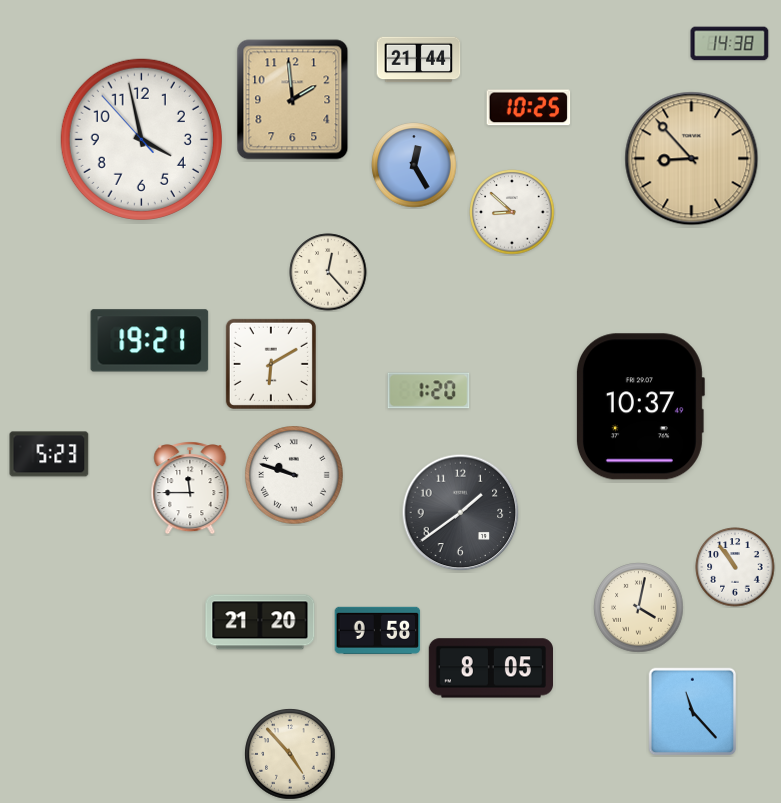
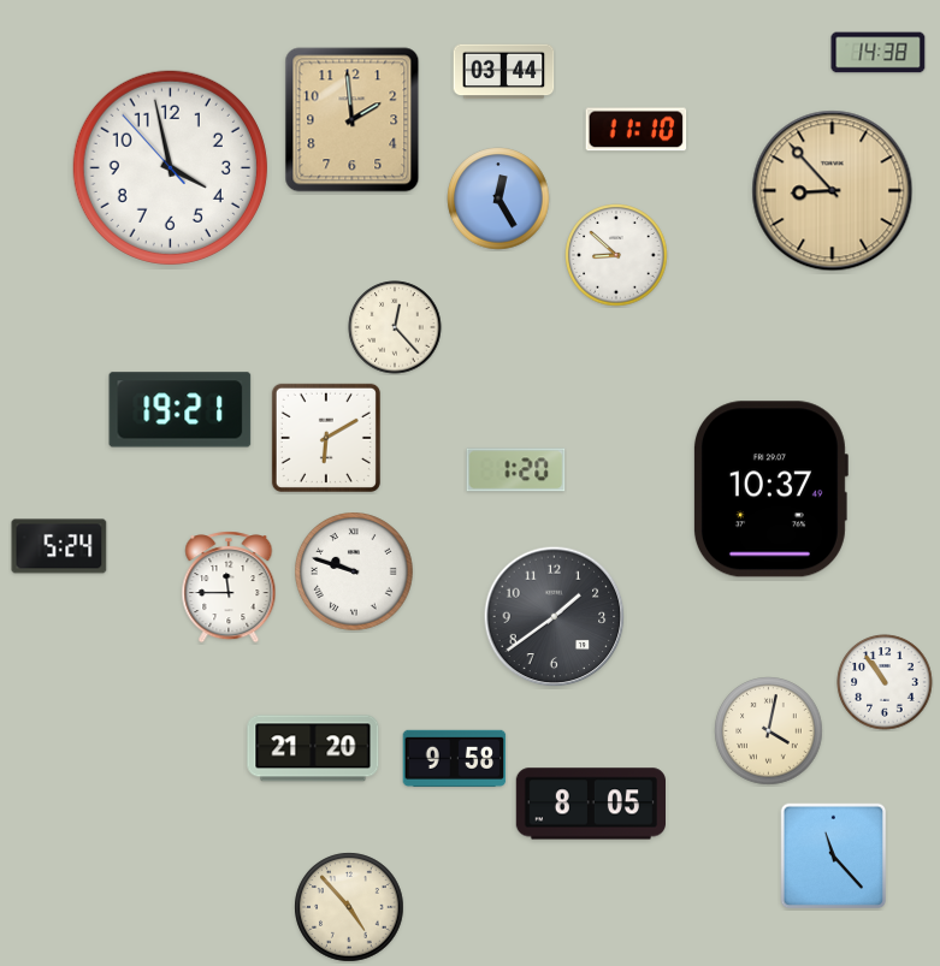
clock at (419, 60): 21:44 -> 03:44
clock at (529, 108): 10:25 -> 11:10
clock at (49, 454): 5:23 -> 5:24
